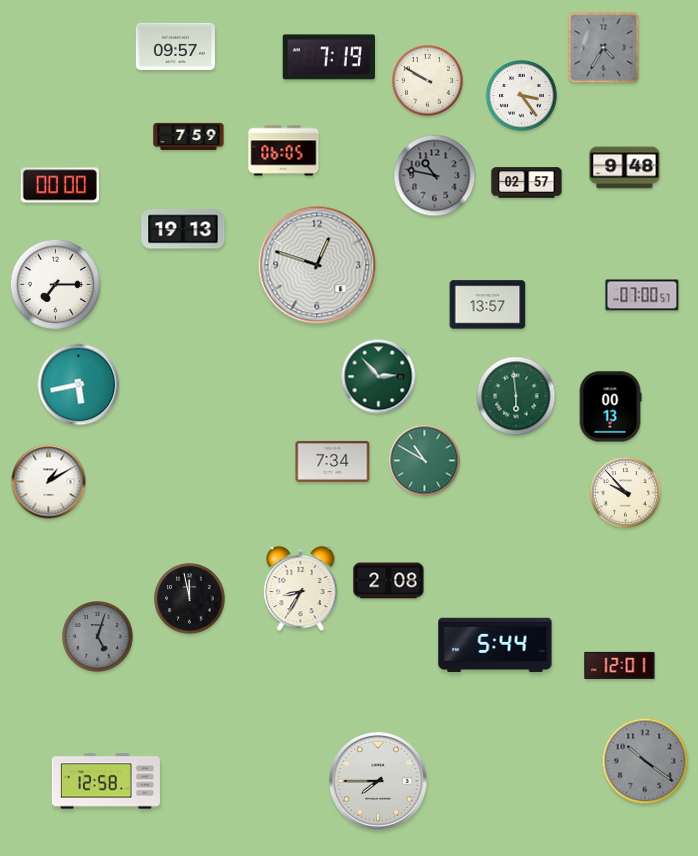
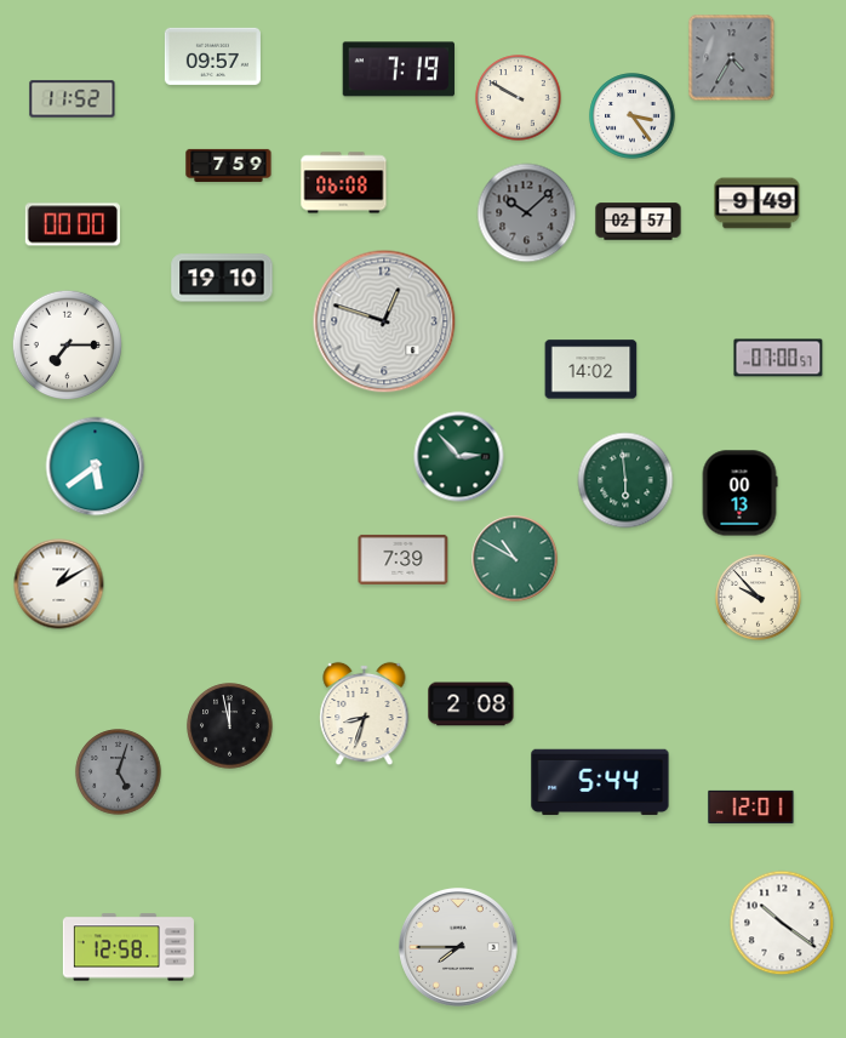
clock at (73, 99): none -> 11:52
clock at (284, 151): 06:05 -> 06:08
clock at (625, 168): 9:48 -> 9:49
clock at (435, 176): 10:47 -> 10:08
clock at (183, 229): 19:13 -> 19:10
clock at (488, 305): 13:57 -> 14:02
clock at (79, 385): 5:43 -> 5:39
clock at (333, 461): 7:34 -> 7:39
clock at (301, 589): 8:35 -> 8:33
clock at (645, 761) dial: grey -> white
